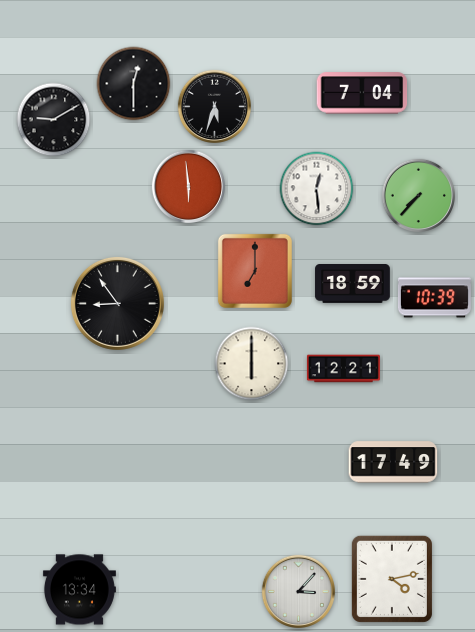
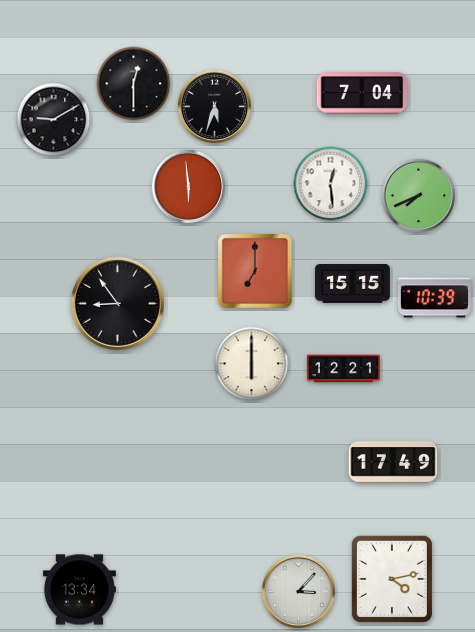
clock at (317, 189) position: (317, 189) -> (331, 184)
clock at (418, 195): 7:37 -> 7:41
clock at (353, 284): 18:59 -> 15:15
